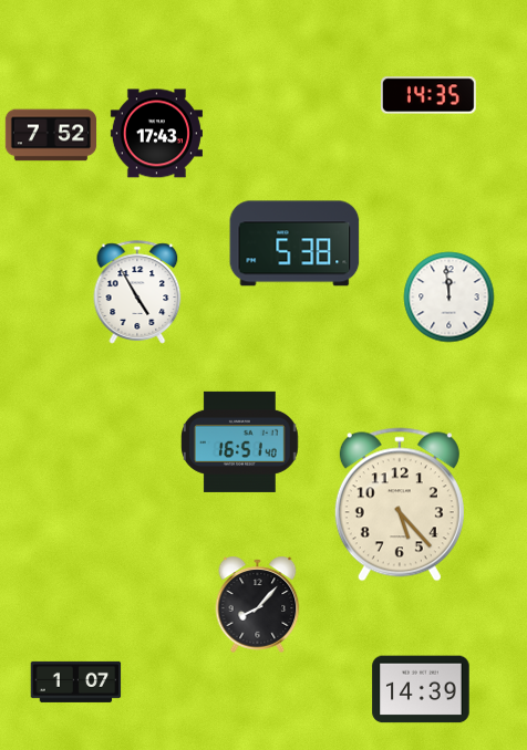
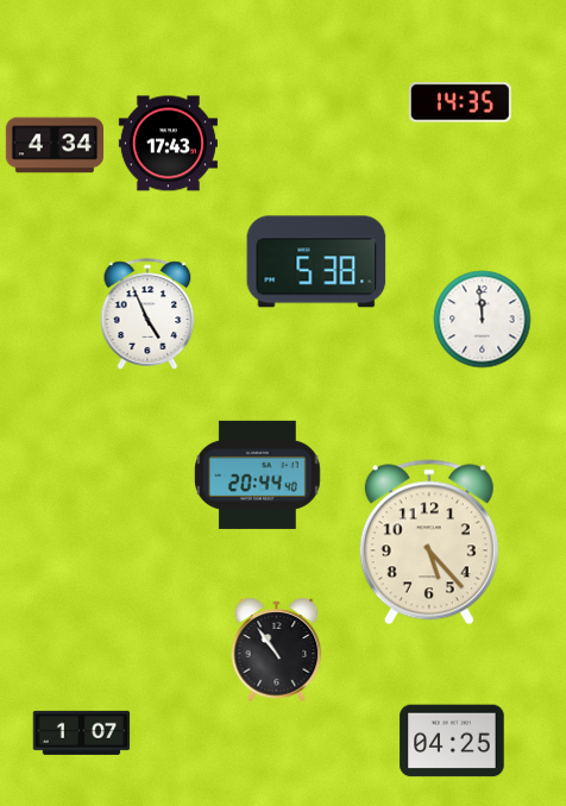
clock at (51, 135): 7:52 -> 4:34
clock at (137, 292): 4:55 -> 4:56
clock at (239, 441): 16:51 -> 20:44
clock at (258, 604): 8:07 -> 10:54
clock at (421, 689): 14:39 -> 04:25
